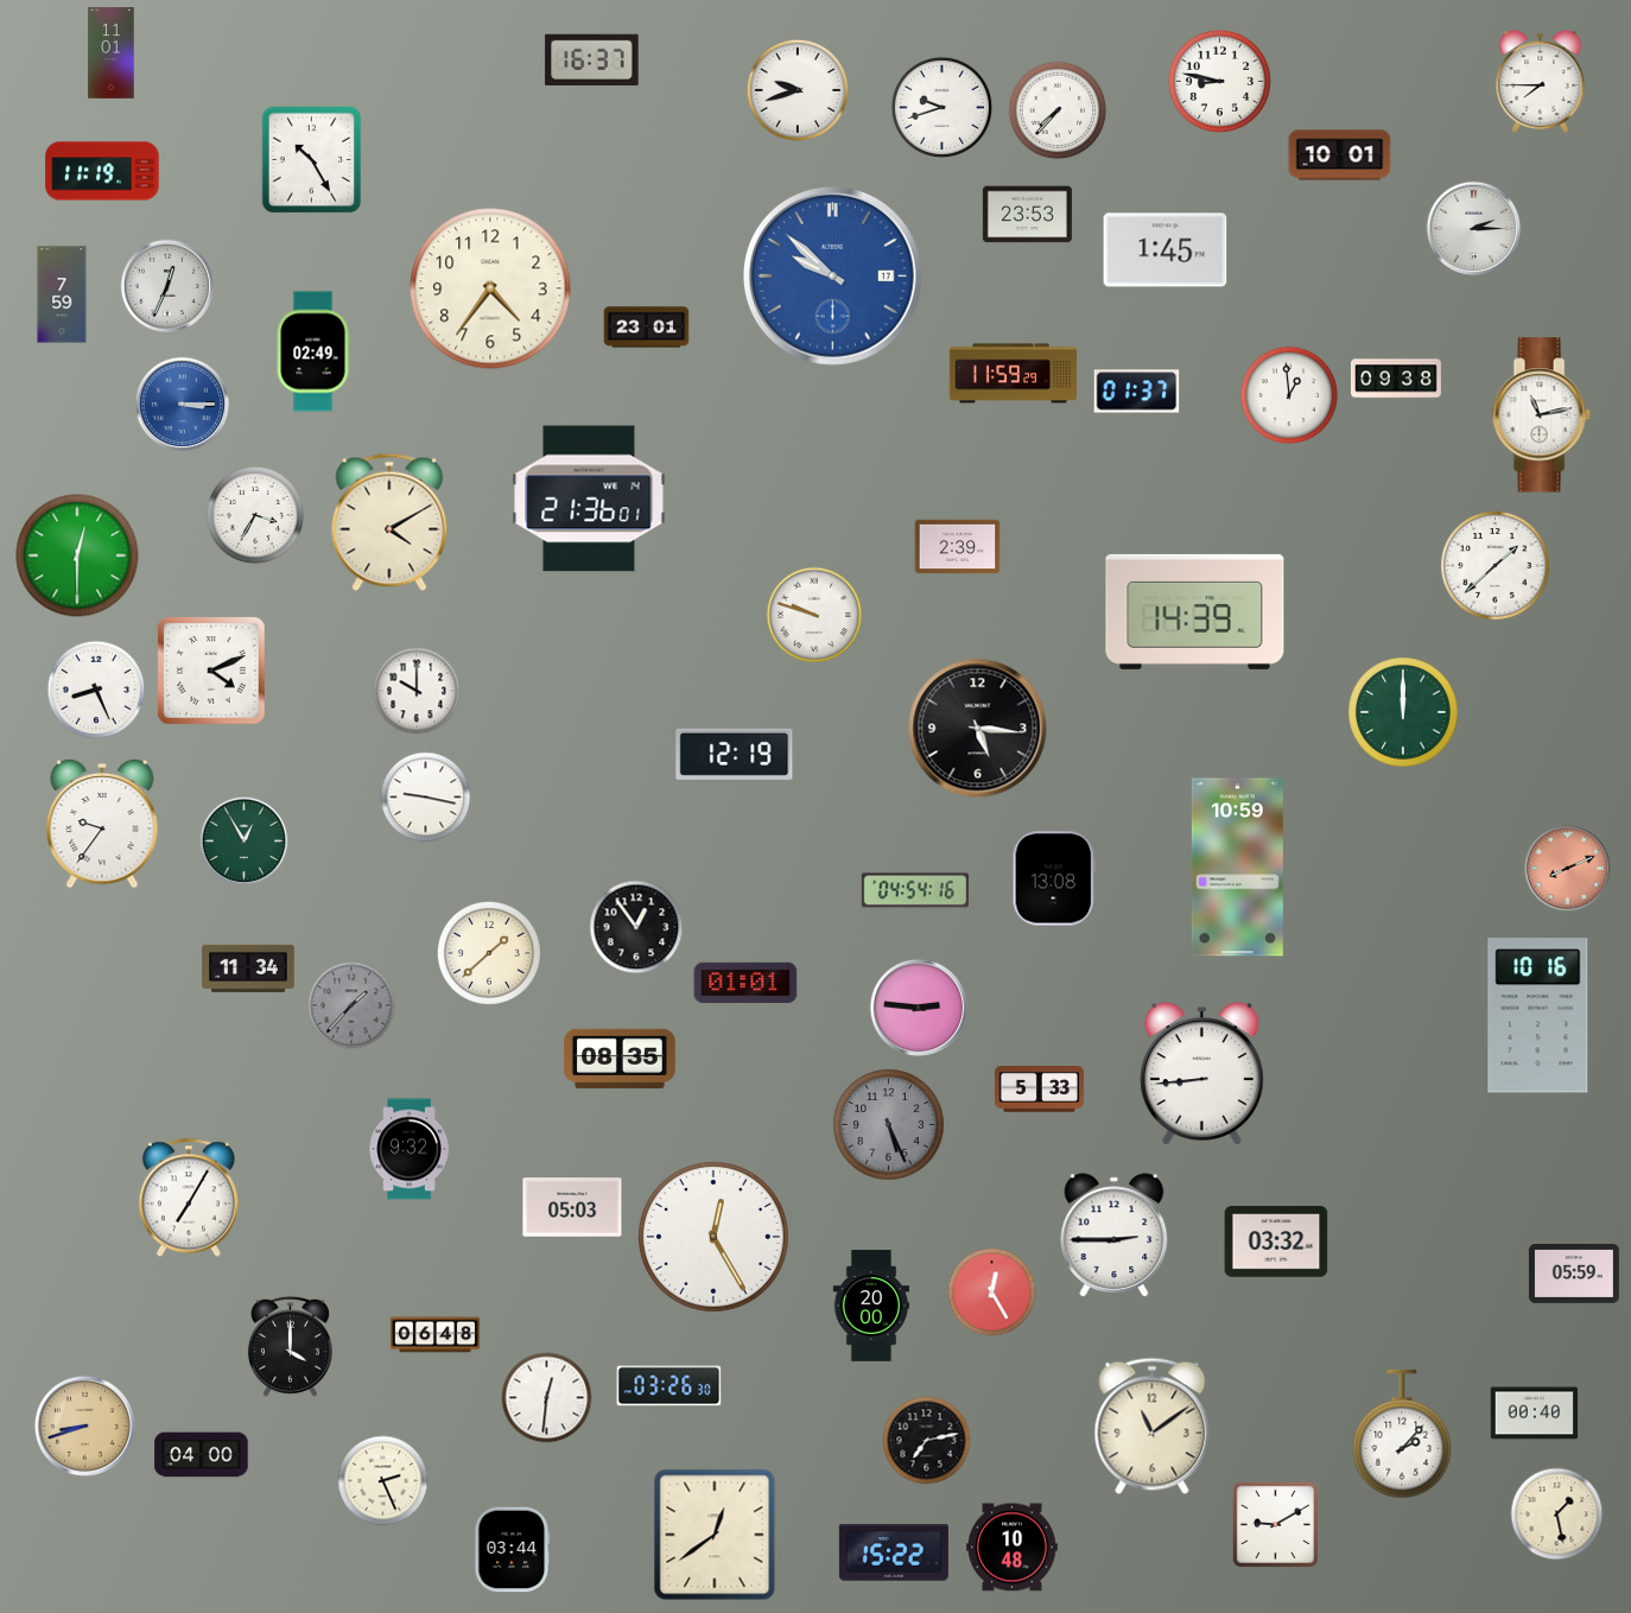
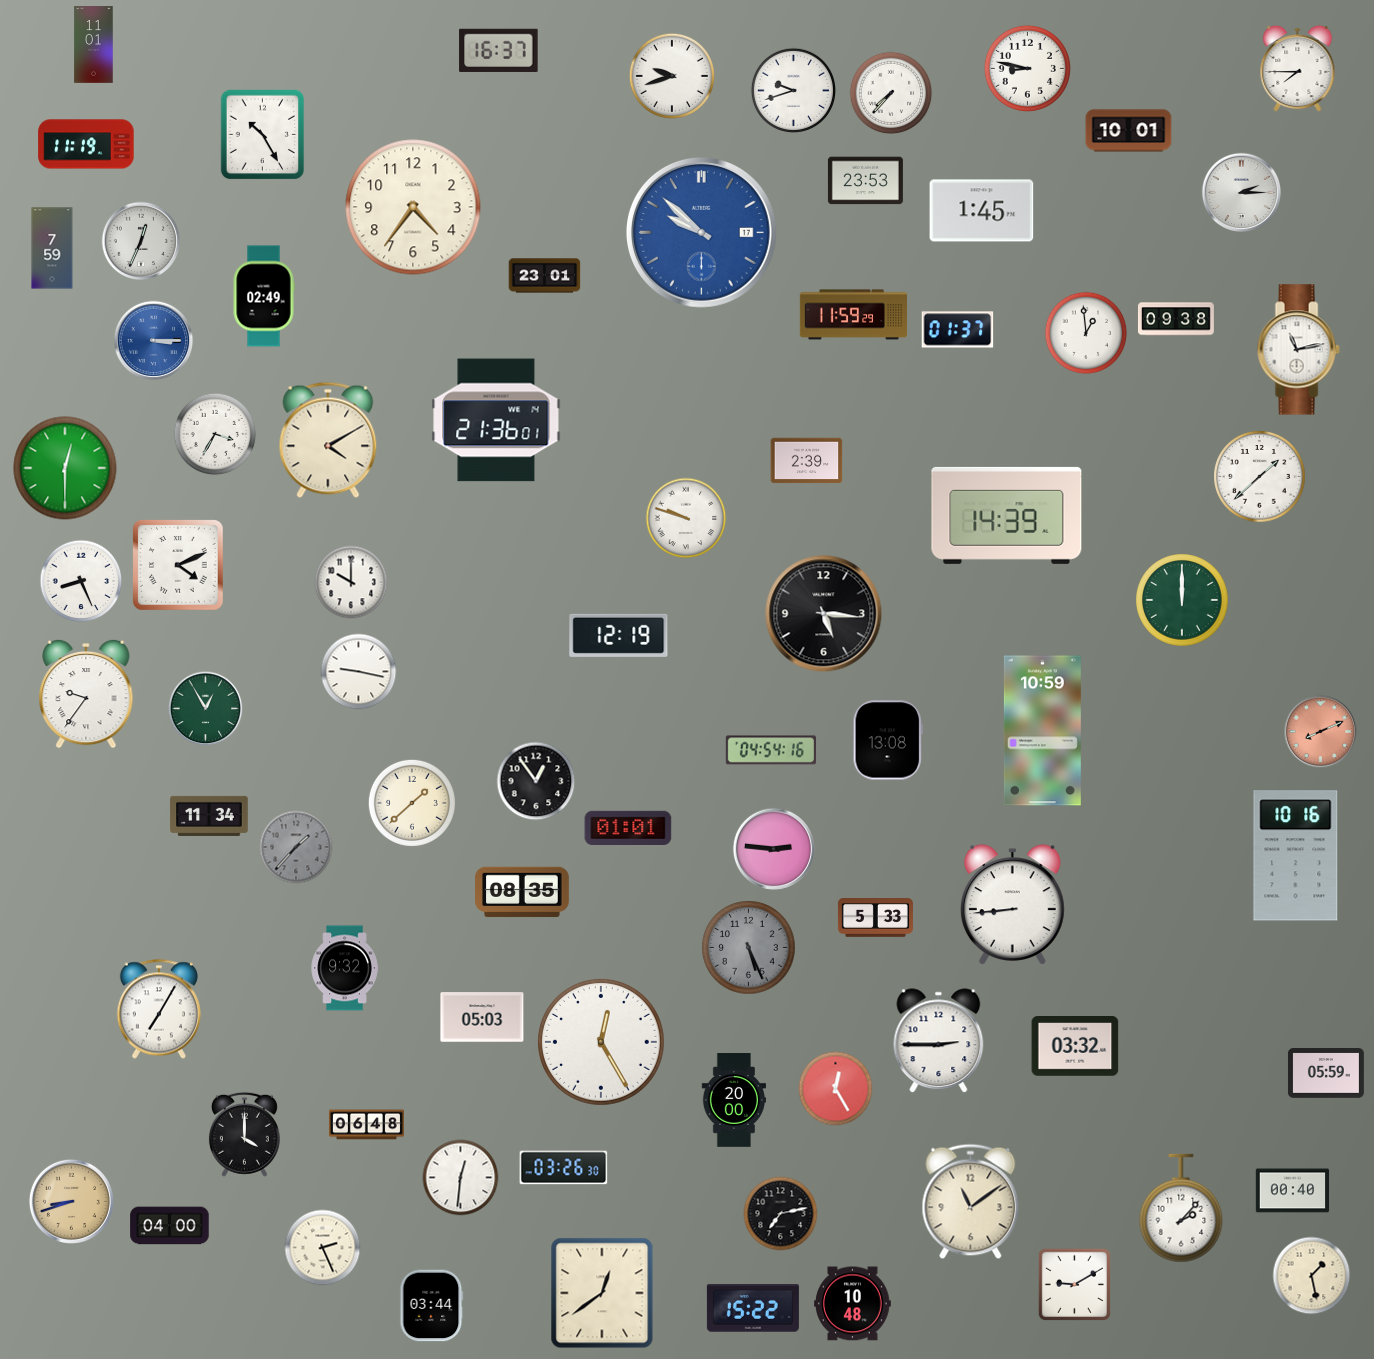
clock at (490, 288) position: (490, 288) -> (413, 207)
